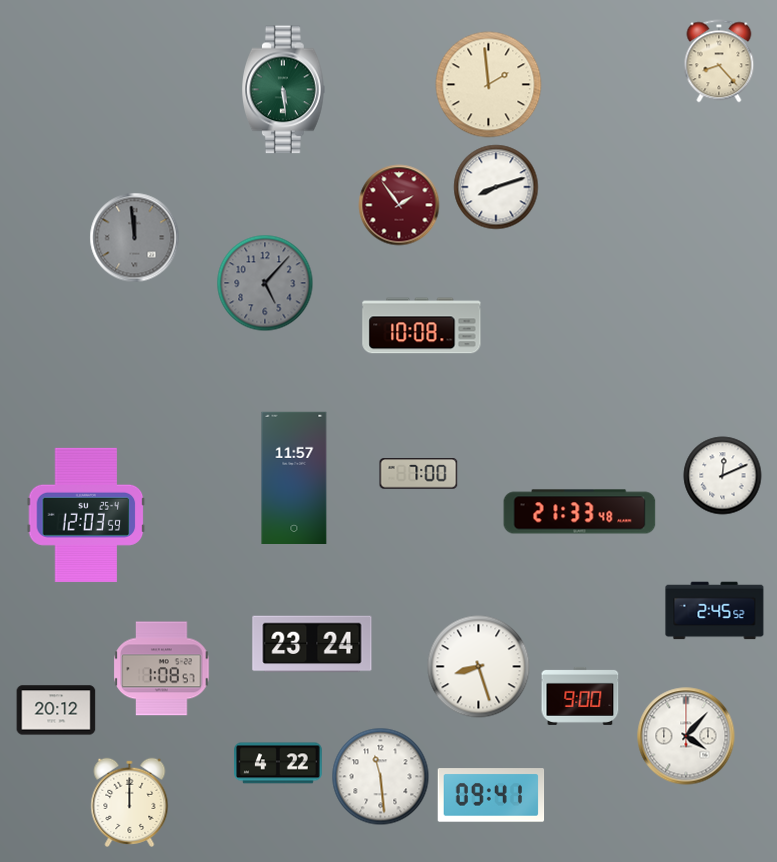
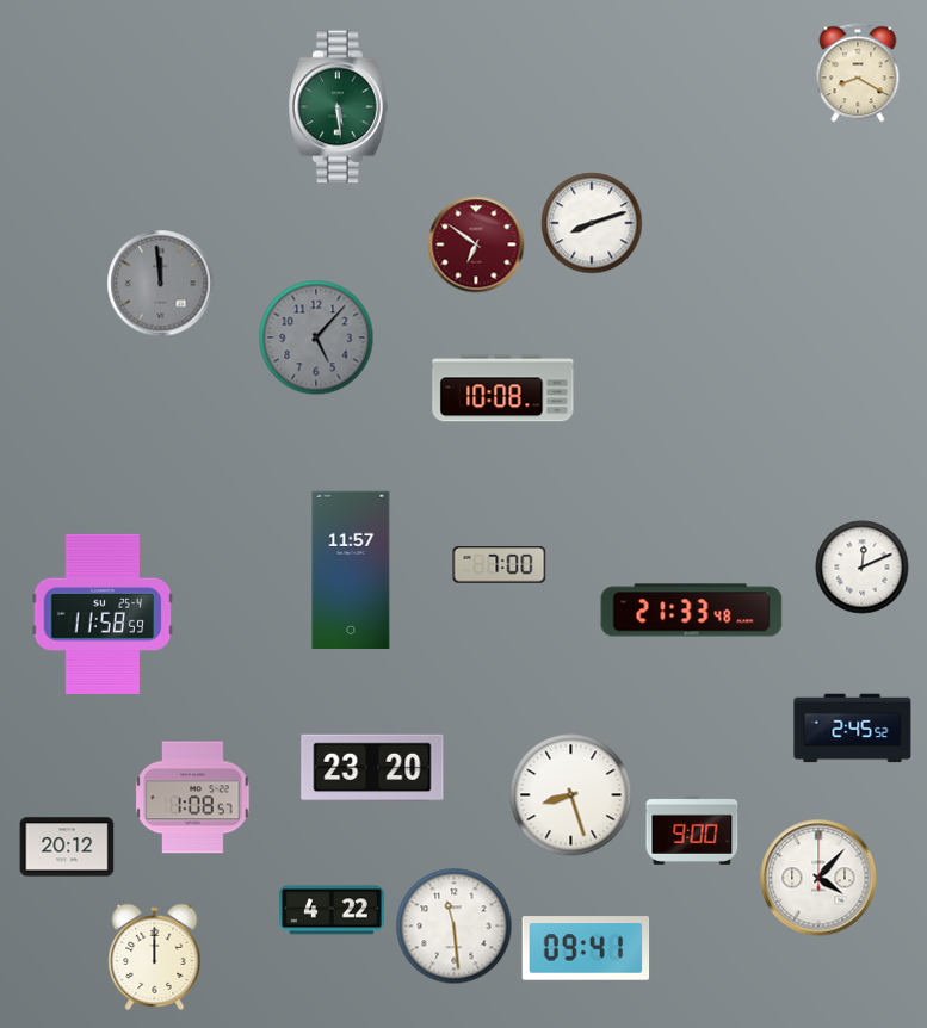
clock at (719, 61): 8:23 -> 8:20
clock at (489, 85): 1:59 -> none
clock at (399, 205): 1:54 -> 6:51
clock at (86, 515): 12:03 -> 11:58
clock at (312, 644): 23:24 -> 23:20
